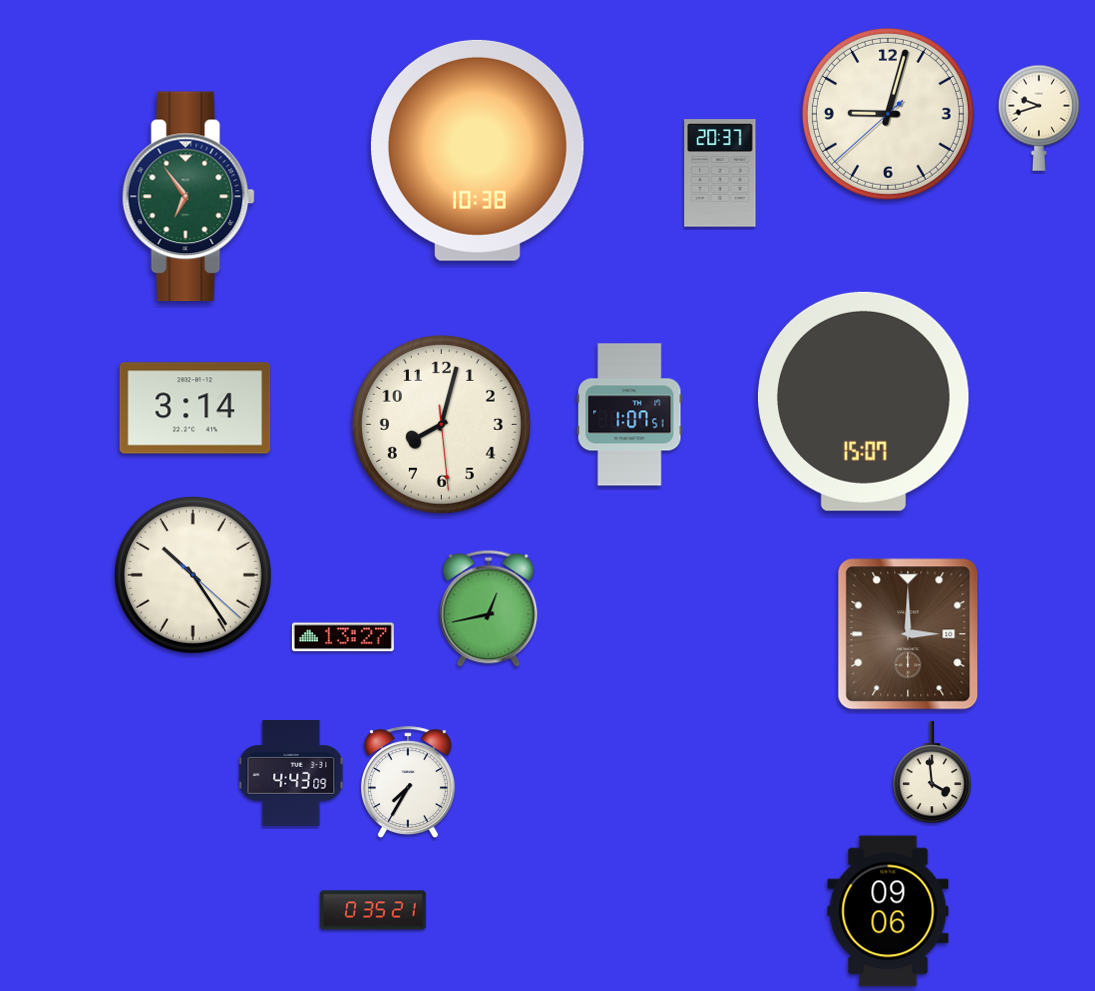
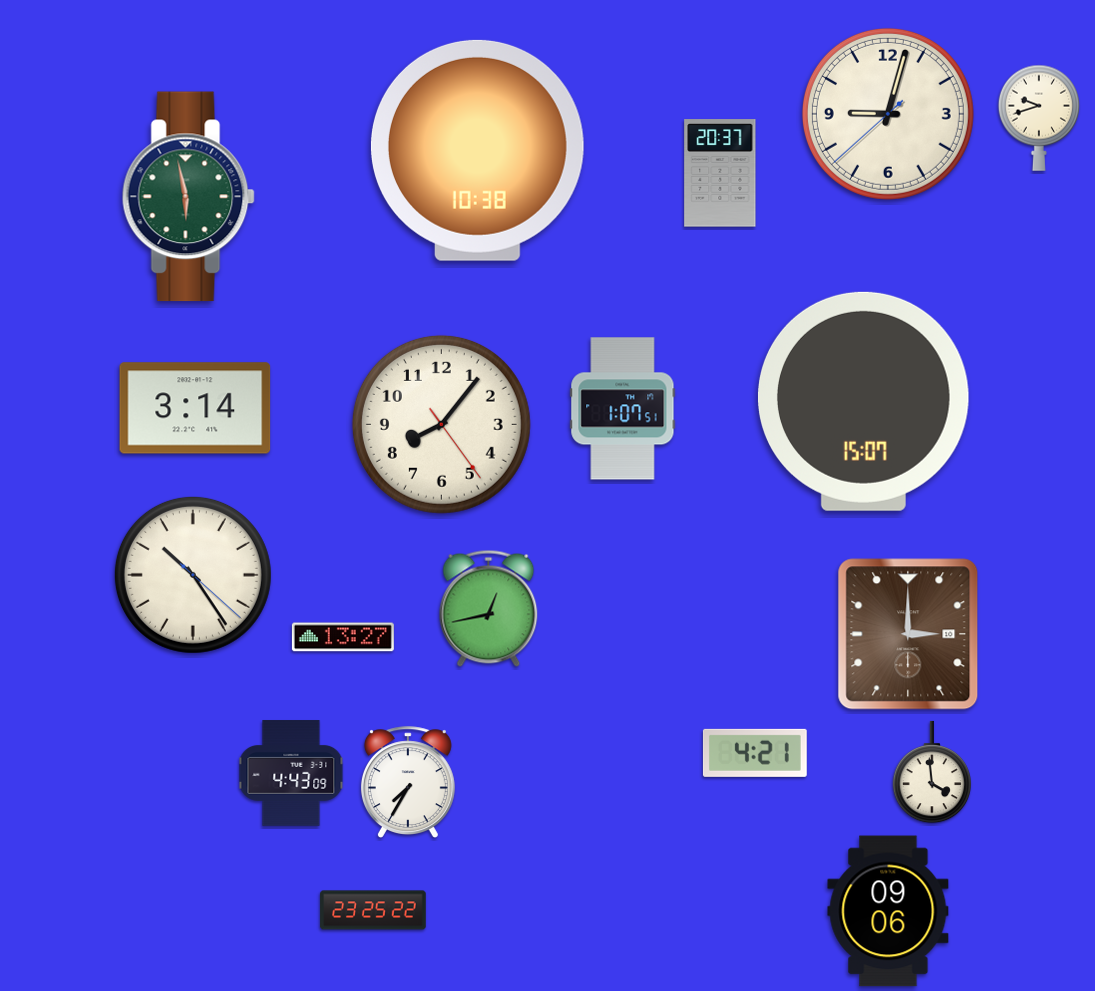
clock at (188, 197): 6:54 -> 5:58
clock at (630, 415) position: (630, 415) -> (623, 409)
clock at (441, 424): 8:02 -> 8:06
clock at (755, 753): none -> 4:21
clock at (373, 910): 0:35 -> 23:25
